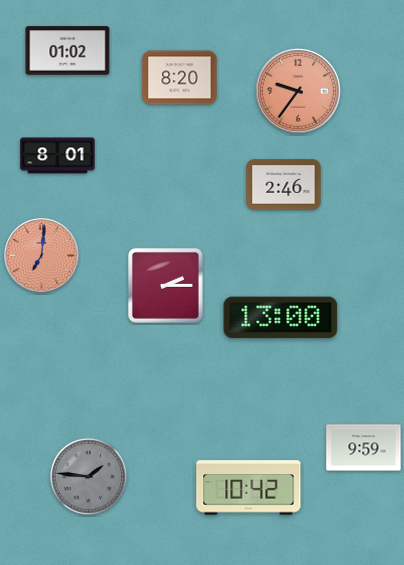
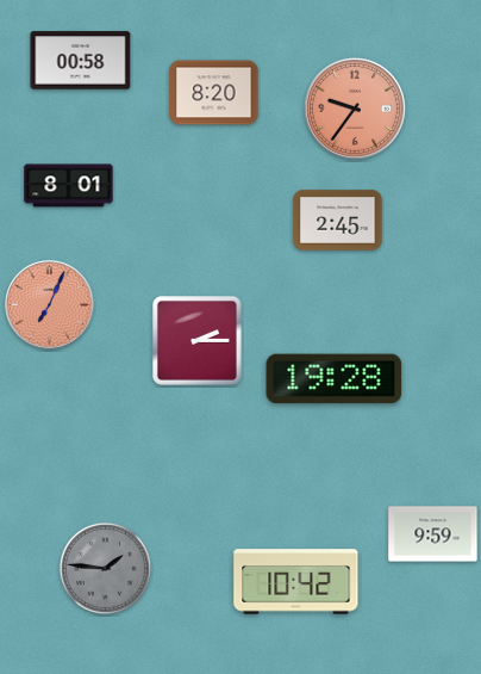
clock at (68, 51): 01:02 -> 00:58
clock at (284, 185): 2:46 -> 2:45
clock at (42, 256): 7:01 -> 7:04
clock at (281, 318): 13:00 -> 19:28
